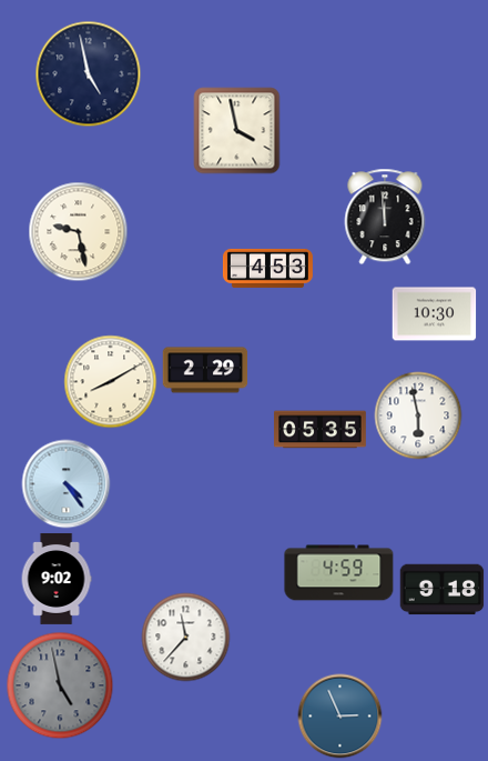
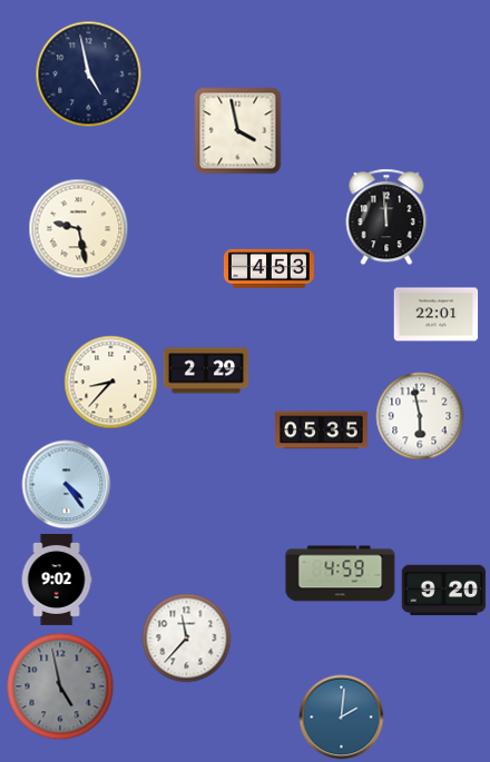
clock at (79, 232) position: (79, 232) -> (79, 229)
clock at (435, 314): 10:30 -> 22:01
clock at (111, 382): 8:10 -> 8:37
clock at (443, 590): 9:18 -> 9:20
clock at (340, 717): 2:56 -> 2:01
